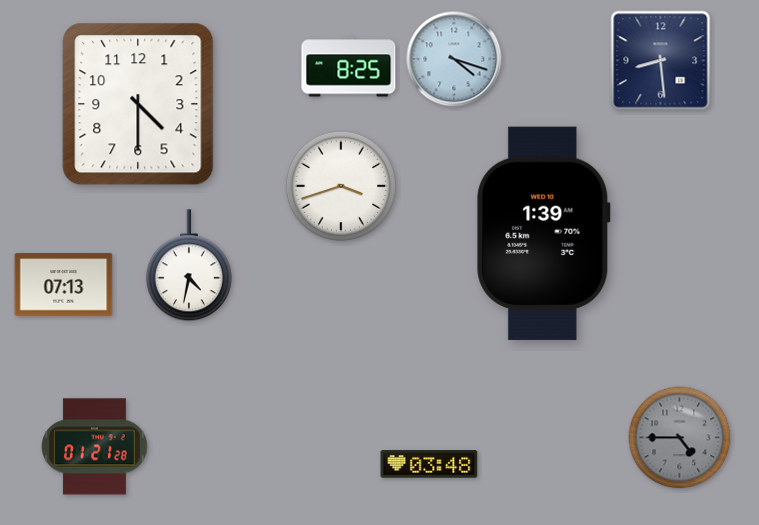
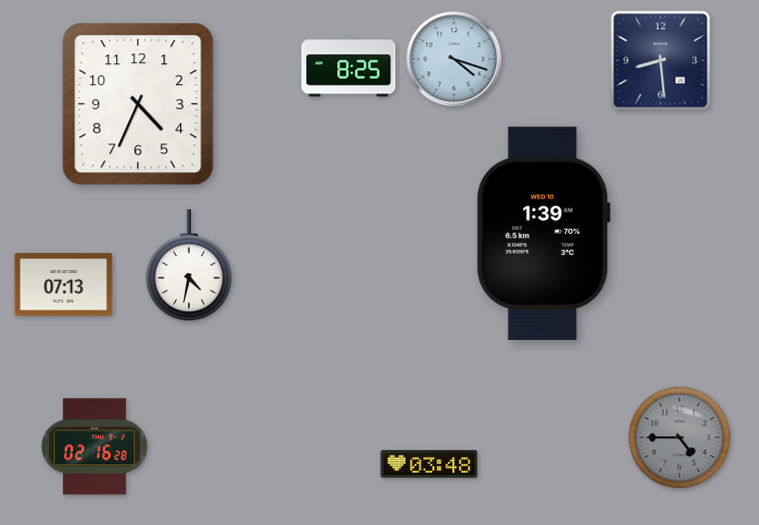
clock at (138, 104): 4:30 -> 4:34
clock at (341, 186): 3:42 -> none
clock at (95, 447): 01:21 -> 02:16
